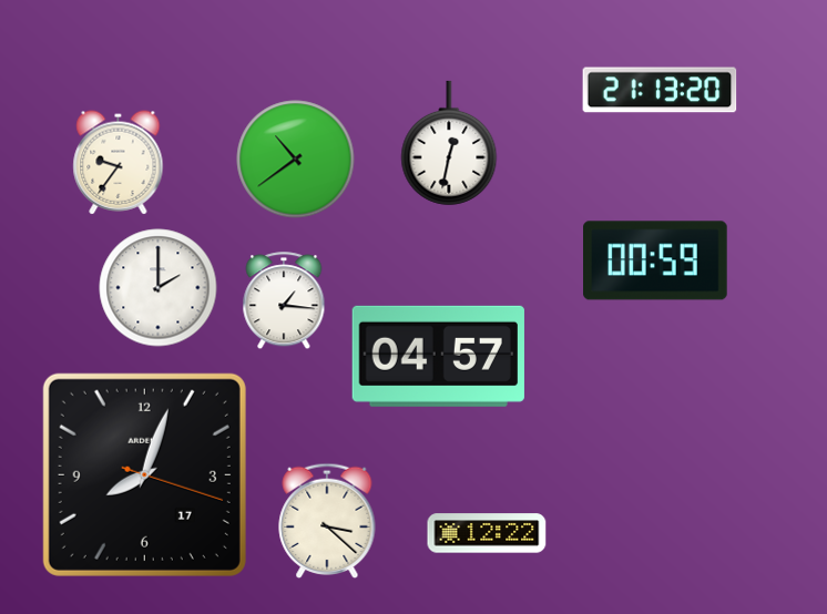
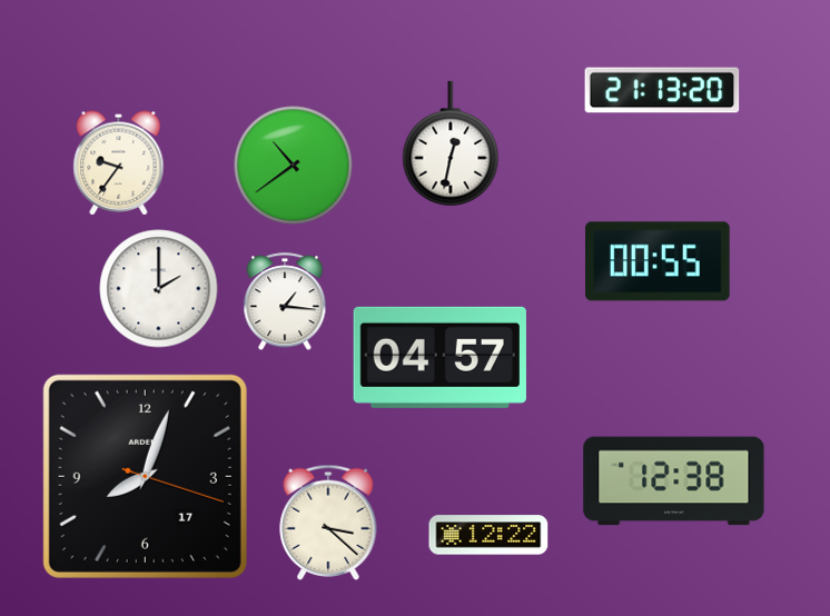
clock at (296, 160) position: (296, 160) -> (294, 166)
clock at (656, 260): 00:59 -> 00:55
clock at (674, 481): none -> 12:38
